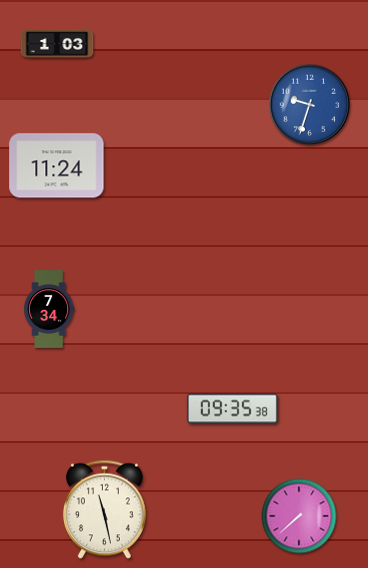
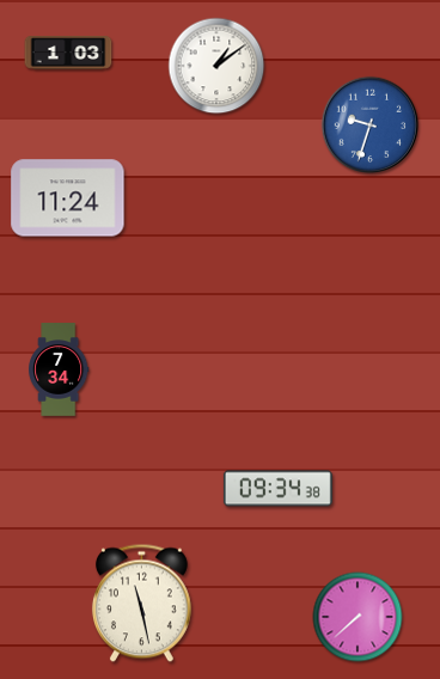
clock at (216, 66): none -> 1:09
clock at (232, 409): 09:35 -> 09:34
clock at (104, 510) position: (104, 510) -> (141, 604)
